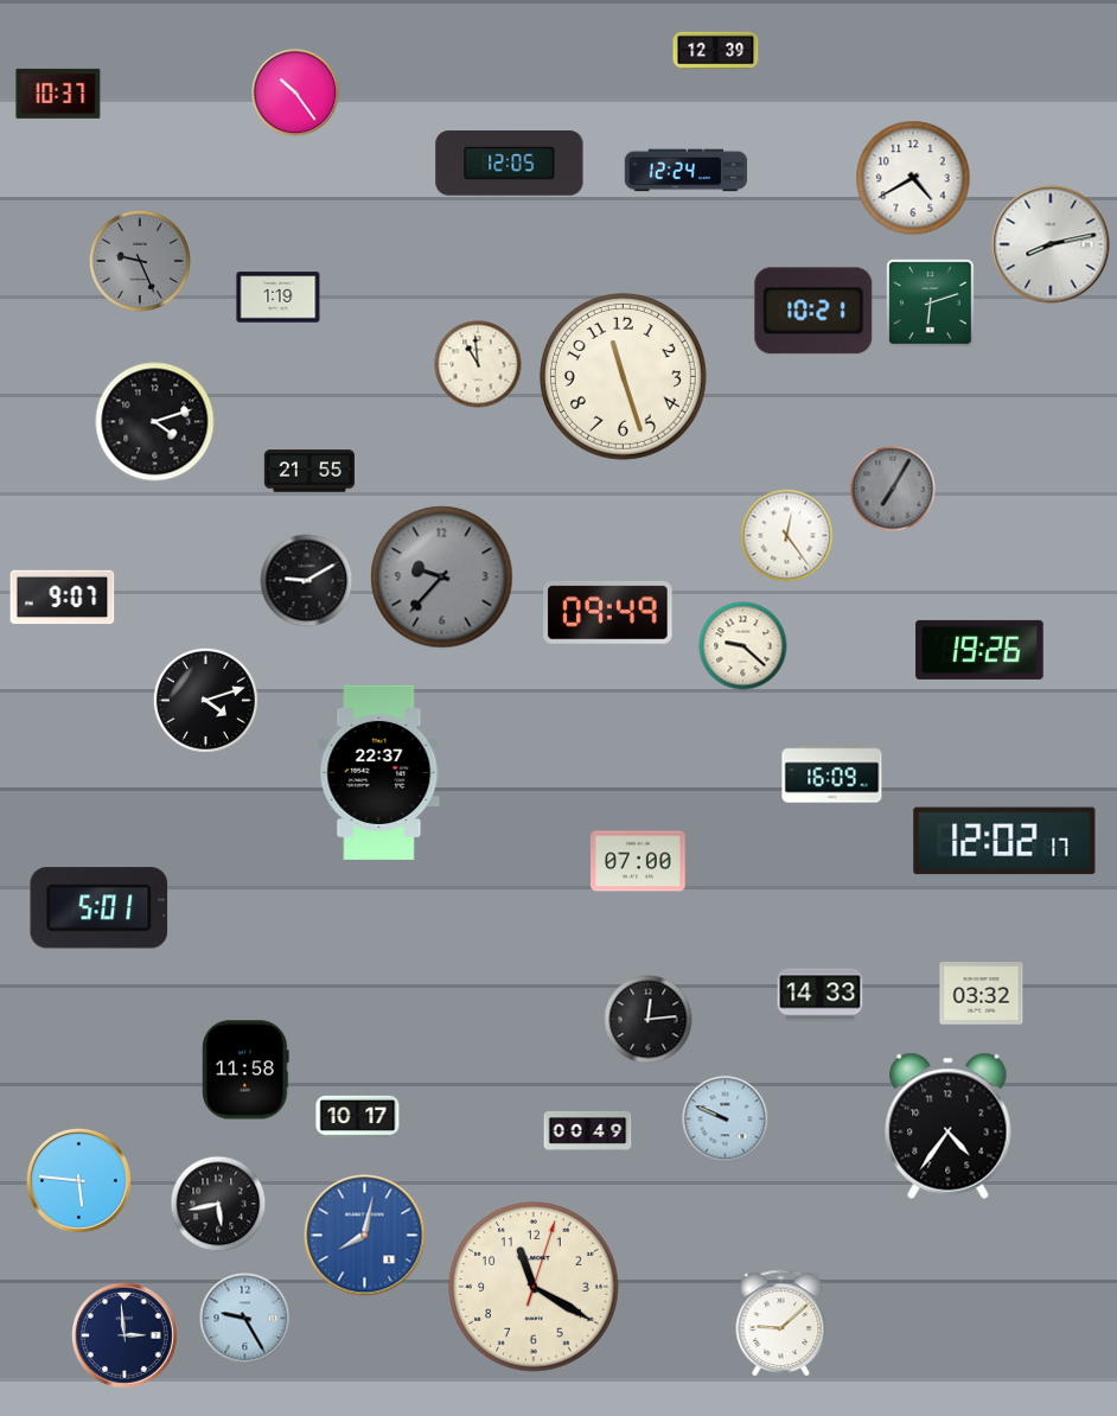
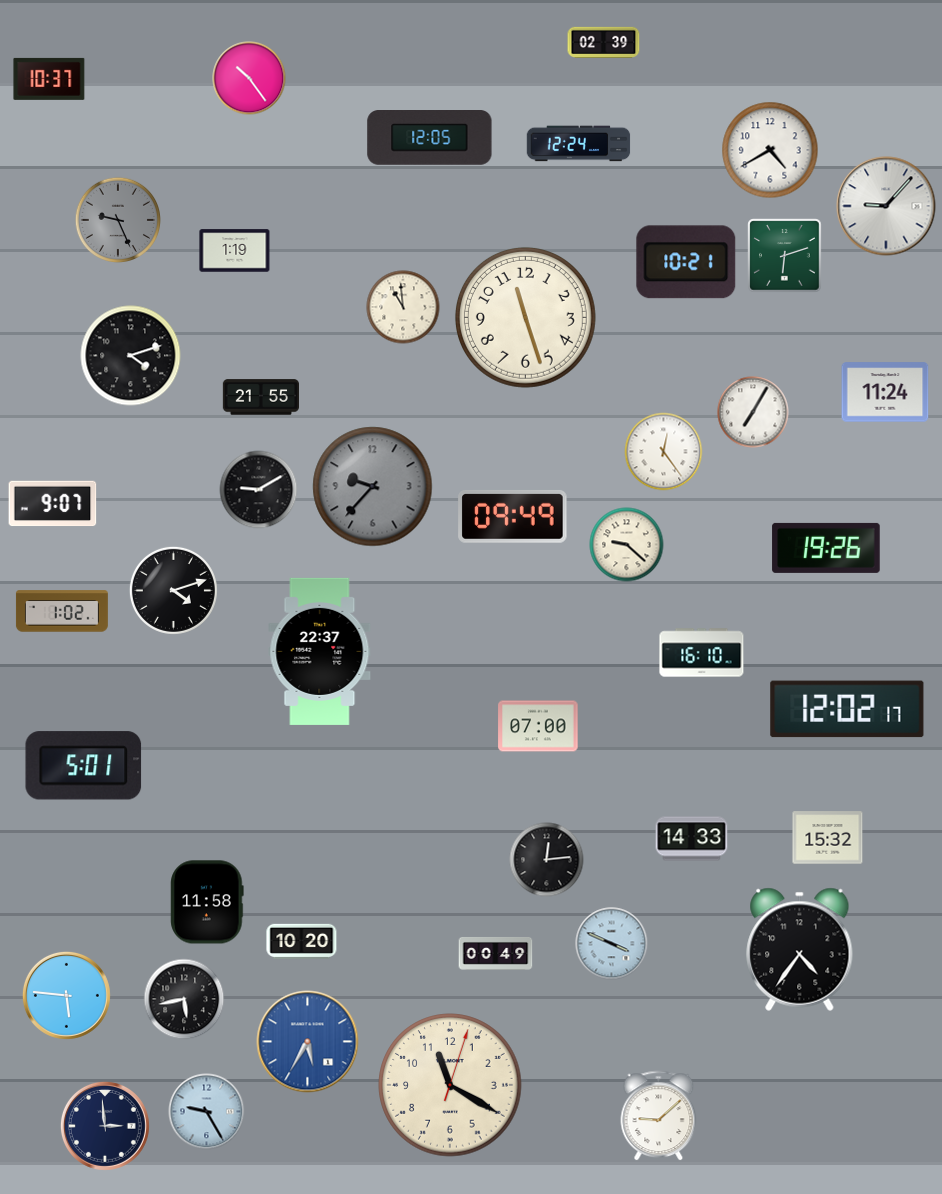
clock at (716, 50): 12:39 -> 02:39
clock at (1051, 244): 8:13 -> 9:07
clock at (885, 392): none -> 11:24
clock at (893, 489) dial: grey -> white
clock at (62, 611): none -> 1:02
clock at (832, 774): 16:09 -> 16:10
clock at (982, 994): 03:32 -> 15:32
clock at (358, 1116): 10:17 -> 10:20
clock at (726, 1120): 9:49 -> 3:49
clock at (218, 1204) position: (218, 1204) -> (184, 999)
clock at (365, 1236): 8:02 -> 5:35
